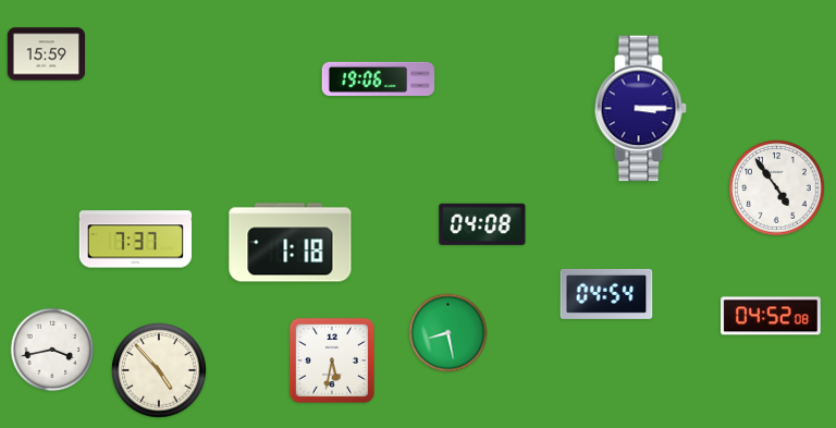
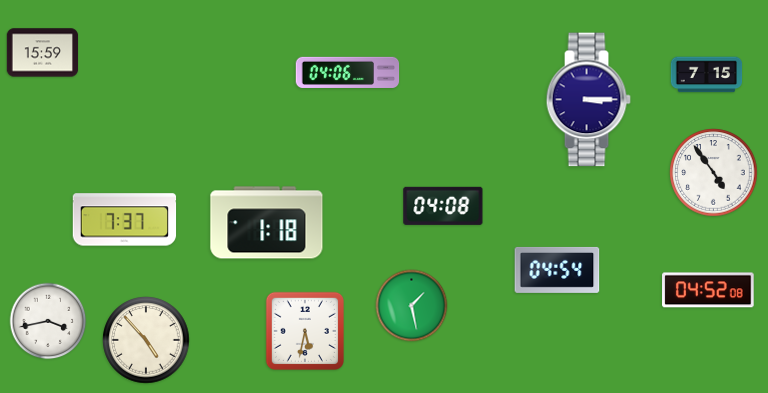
clock at (47, 54) position: (47, 54) -> (43, 53)
clock at (379, 78): 19:06 -> 04:06
clock at (707, 75): none -> 7:15
clock at (448, 333): 8:28 -> 1:28
